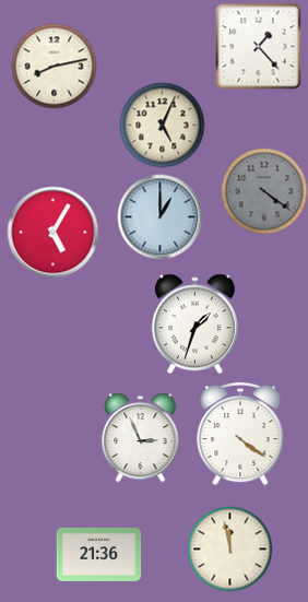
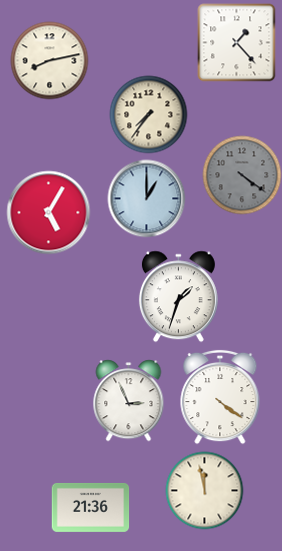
clock at (162, 125): 5:04 -> 7:36
clock at (229, 548) position: (229, 548) -> (204, 490)
